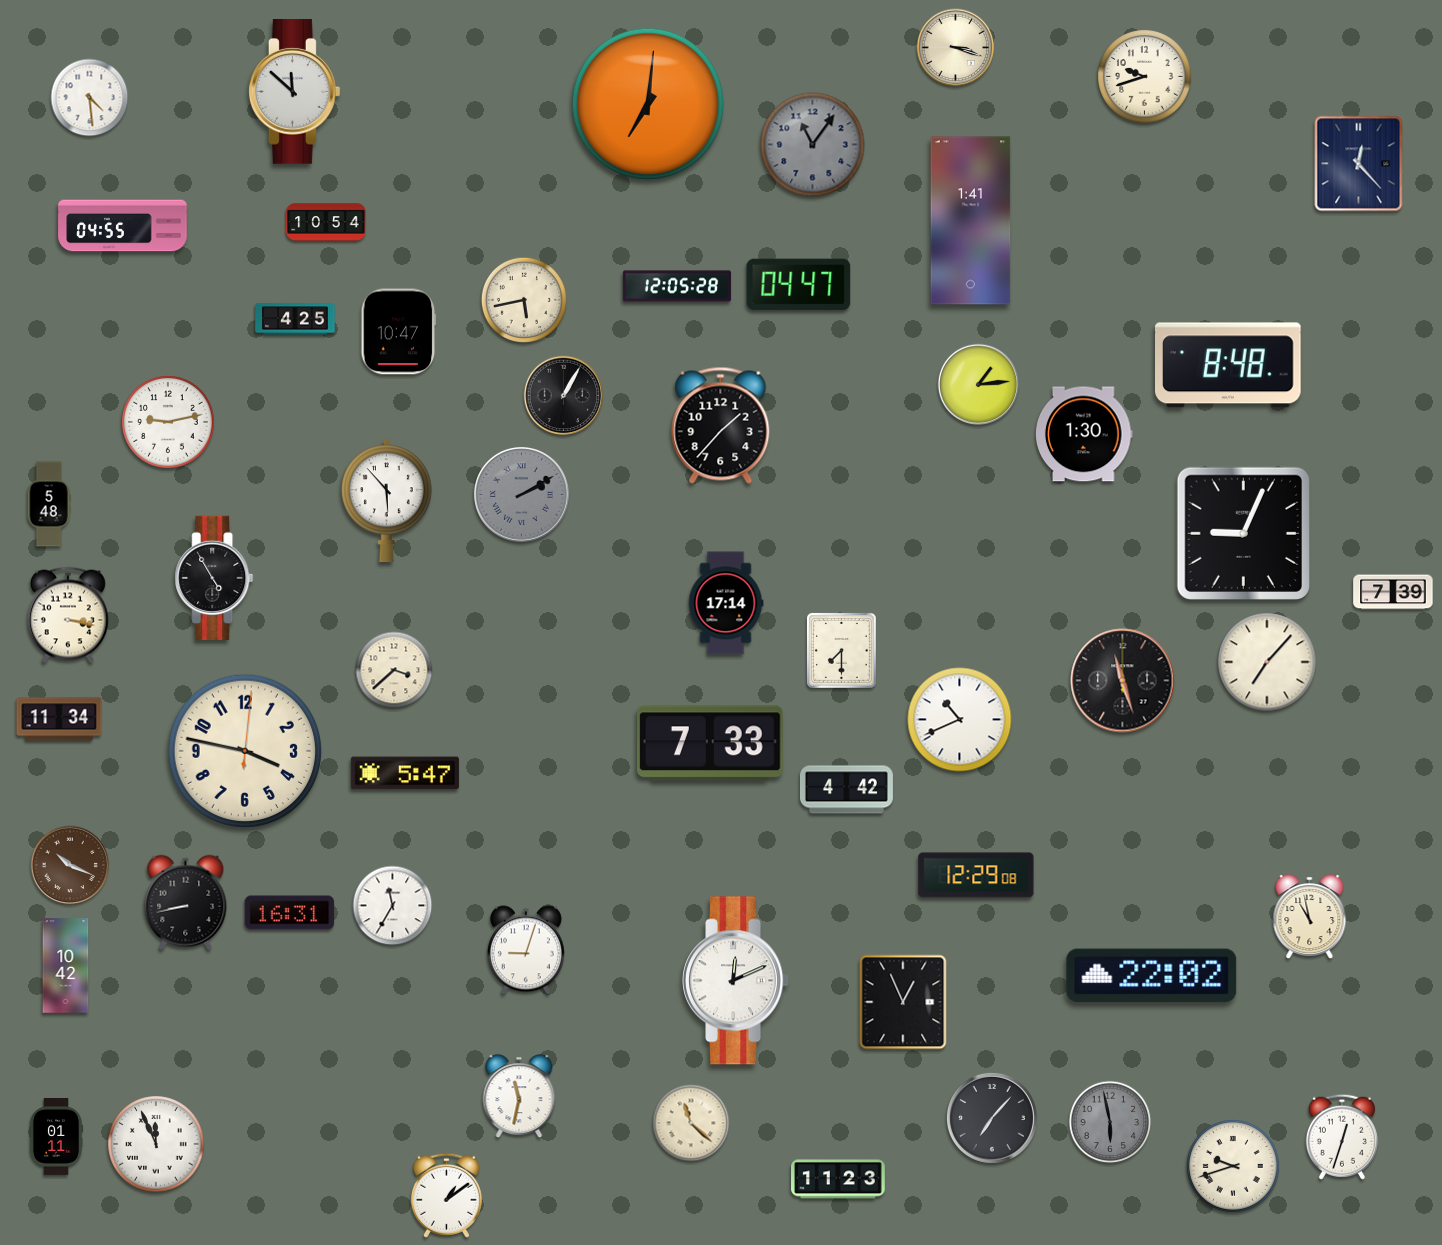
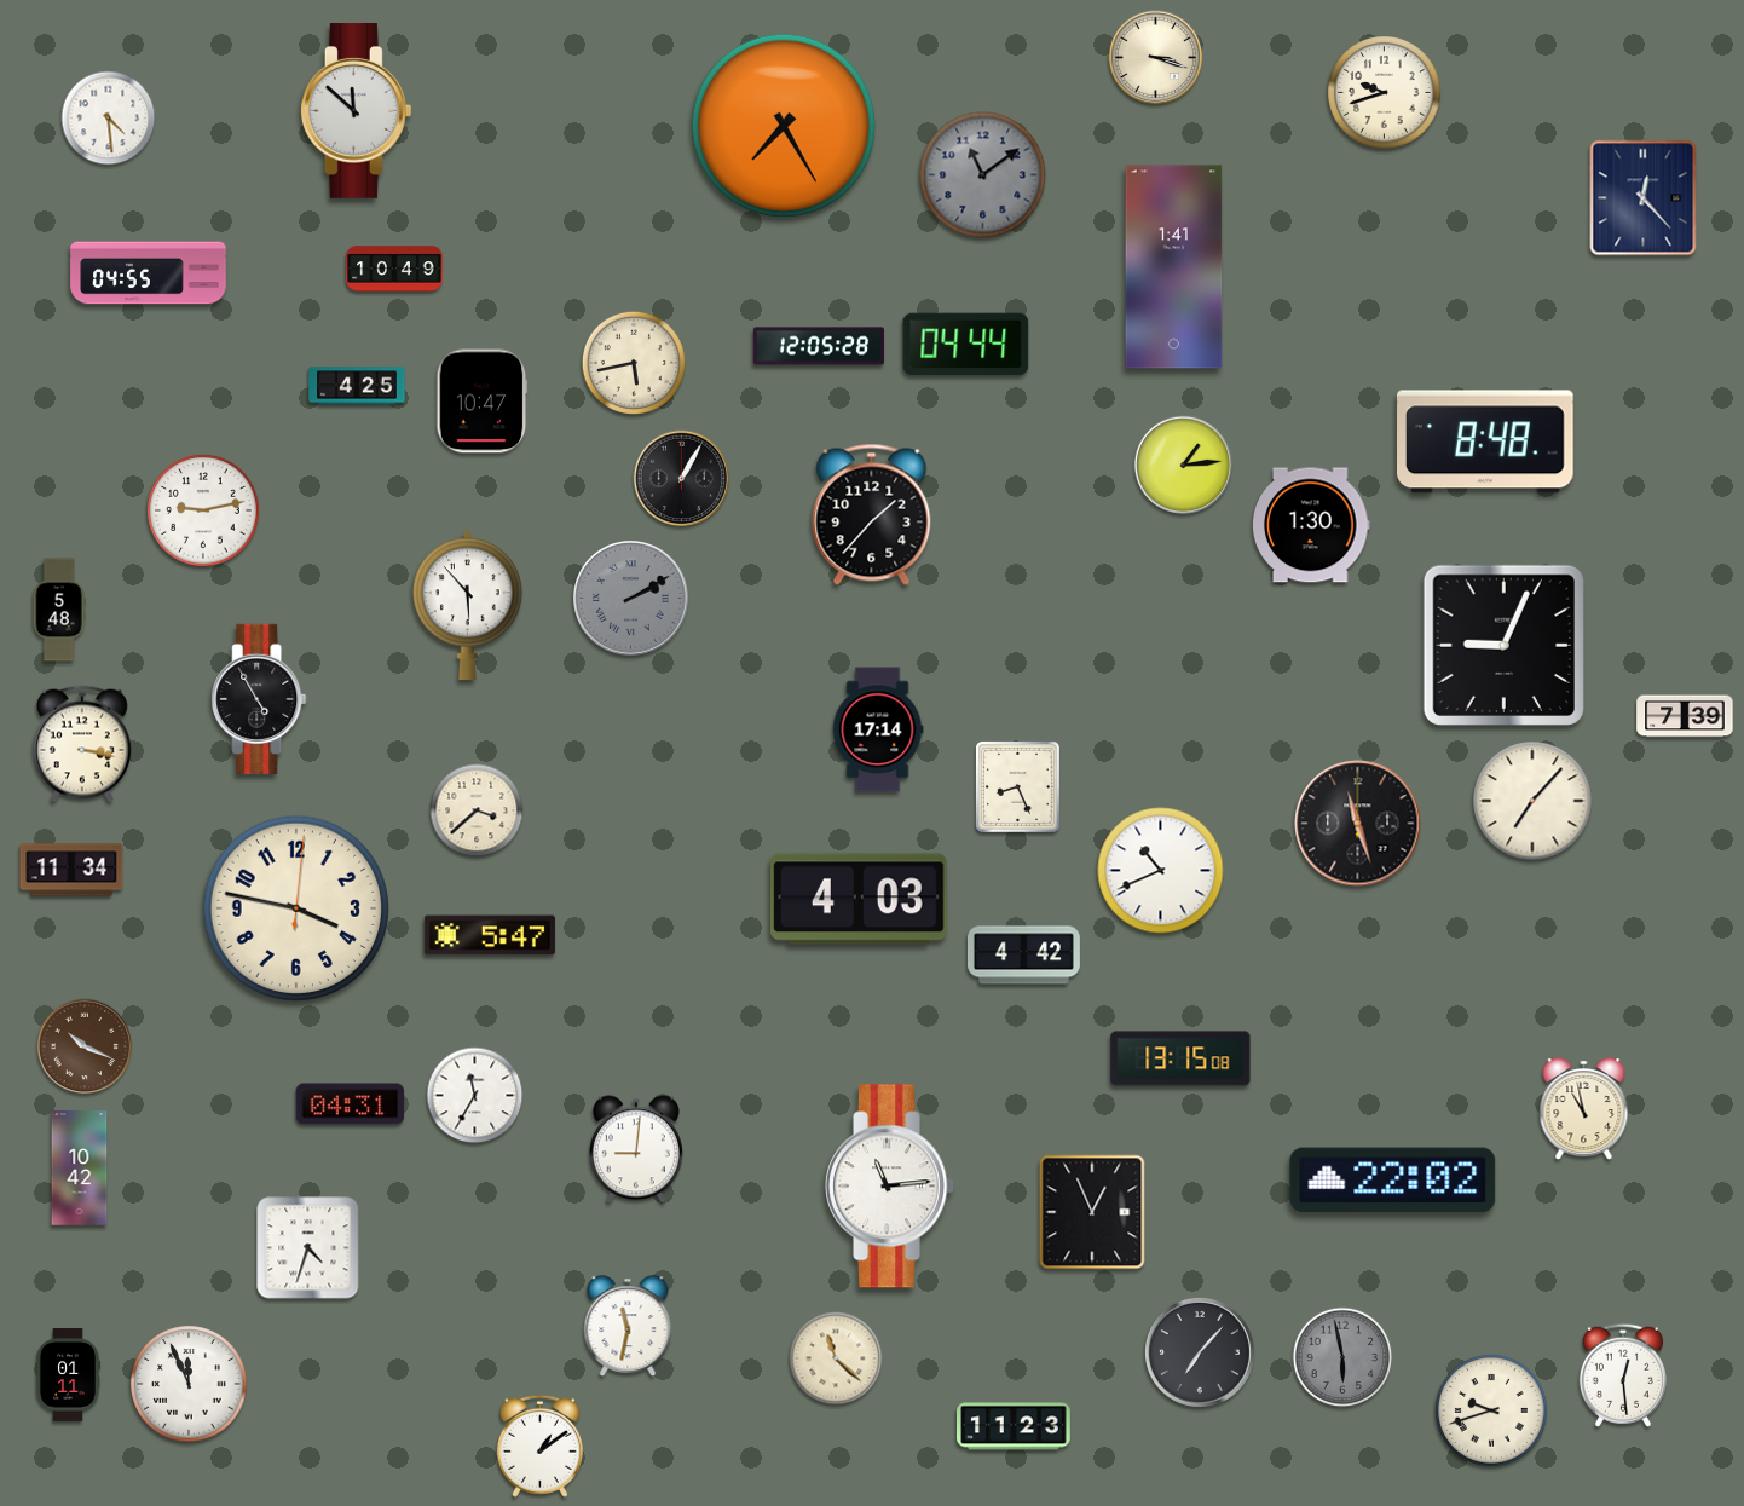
clock at (648, 104): 7:01 -> 7:25
clock at (813, 145): 11:06 -> 11:09
clock at (326, 222): 10:54 -> 10:49
clock at (799, 285): 04:47 -> 04:44
clock at (841, 651): 7:30 -> 8:26
clock at (711, 743): 7:33 -> 4:03
clock at (976, 875): 12:29 -> 13:15
clock at (186, 903): 8:43 -> none
clock at (290, 913): 16:31 -> 04:31
clock at (526, 950): 9:03 -> 9:01
clock at (736, 981): 12:11 -> 11:14
clock at (308, 1248): none -> 4:33
clock at (1342, 1137): 12:33 -> 12:29
